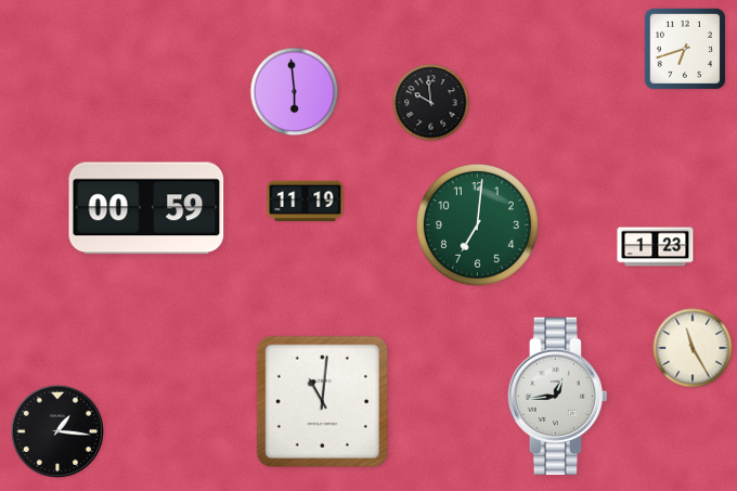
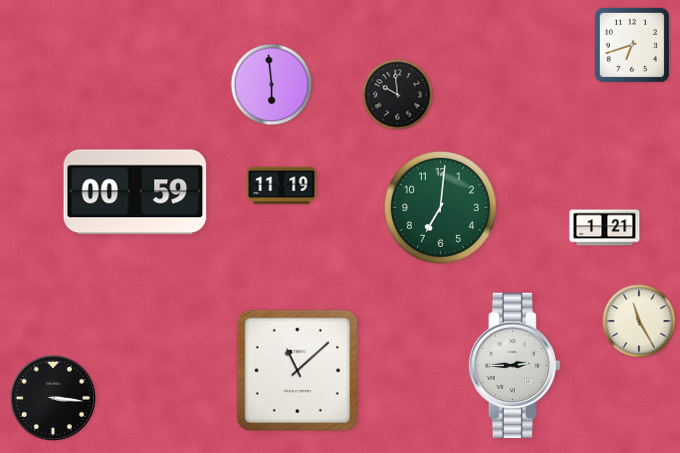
clock at (656, 247): 1:23 -> 1:21
clock at (557, 396): 12:44 -> 2:45
clock at (322, 401): 11:01 -> 11:08
clock at (57, 431): 1:16 -> 3:16
